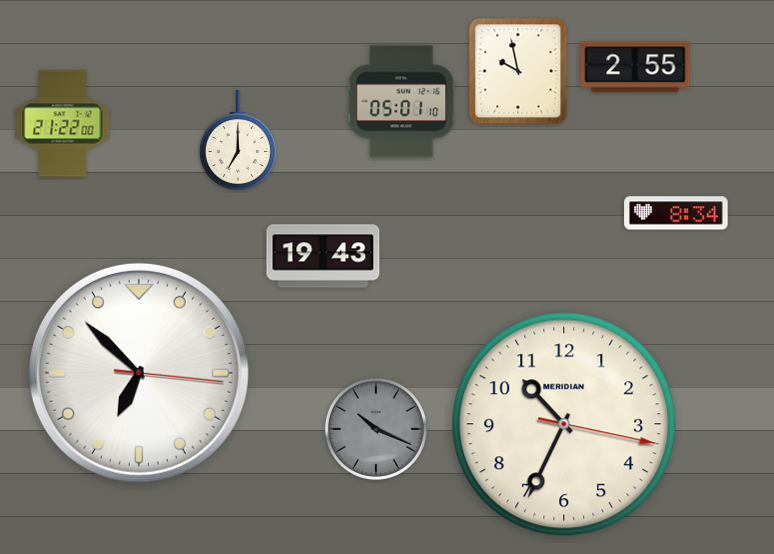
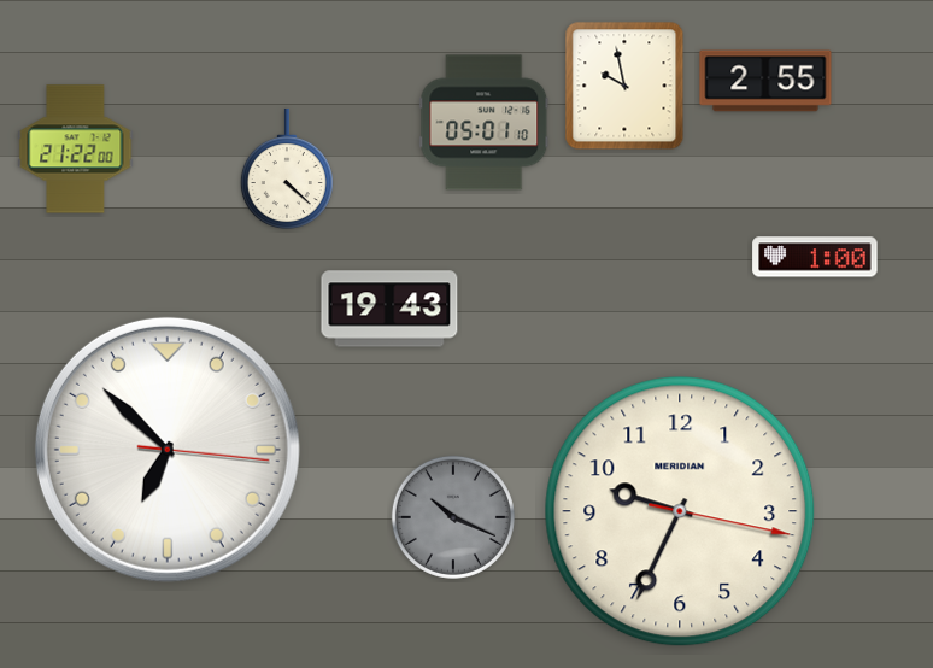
clock at (238, 140): 7:00 -> 4:22
clock at (676, 213): 8:34 -> 1:00
clock at (564, 424): 10:34 -> 9:34
